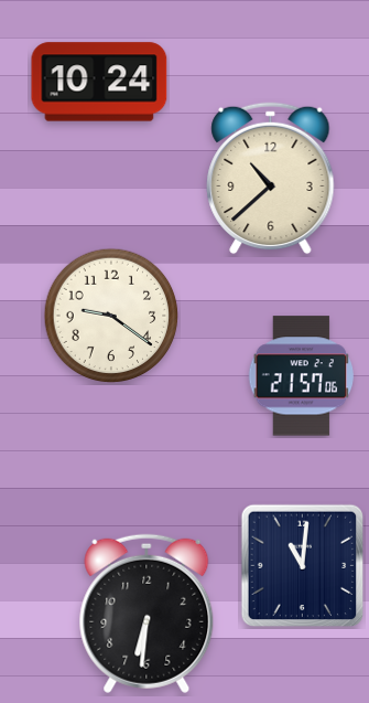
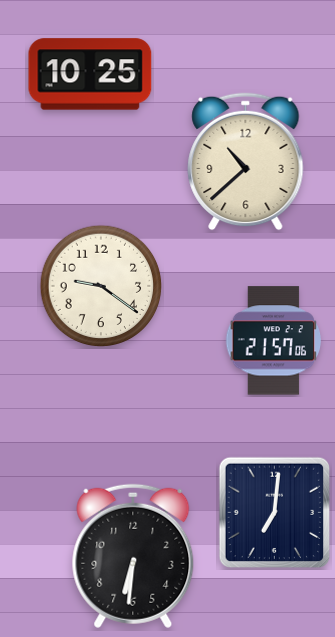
clock at (99, 82): 10:24 -> 10:25
clock at (303, 566): 11:01 -> 7:01
